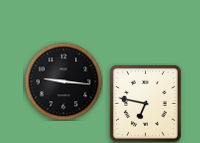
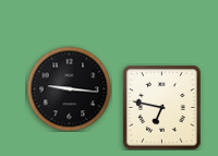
clock at (146, 103) position: (146, 103) -> (162, 107)
